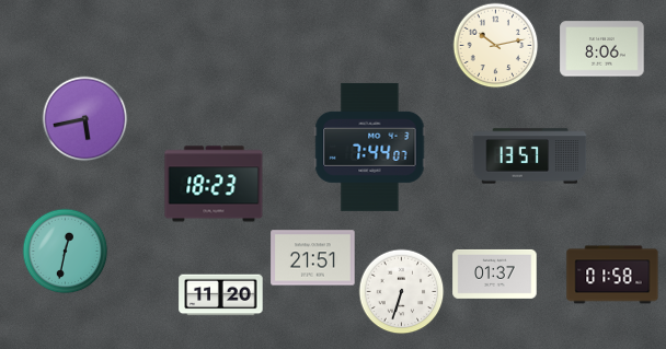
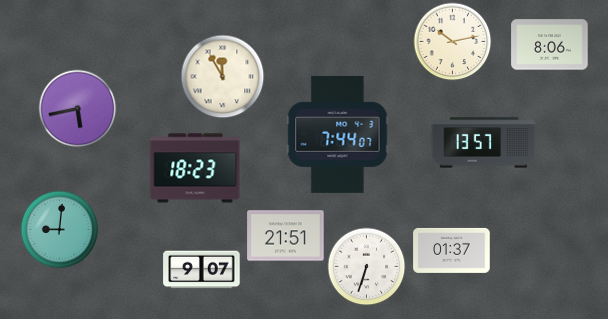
clock at (222, 76): none -> 11:55
clock at (65, 251): 12:32 -> 9:01
clock at (612, 275): 01:58 -> none
clock at (221, 295): 11:20 -> 9:07
